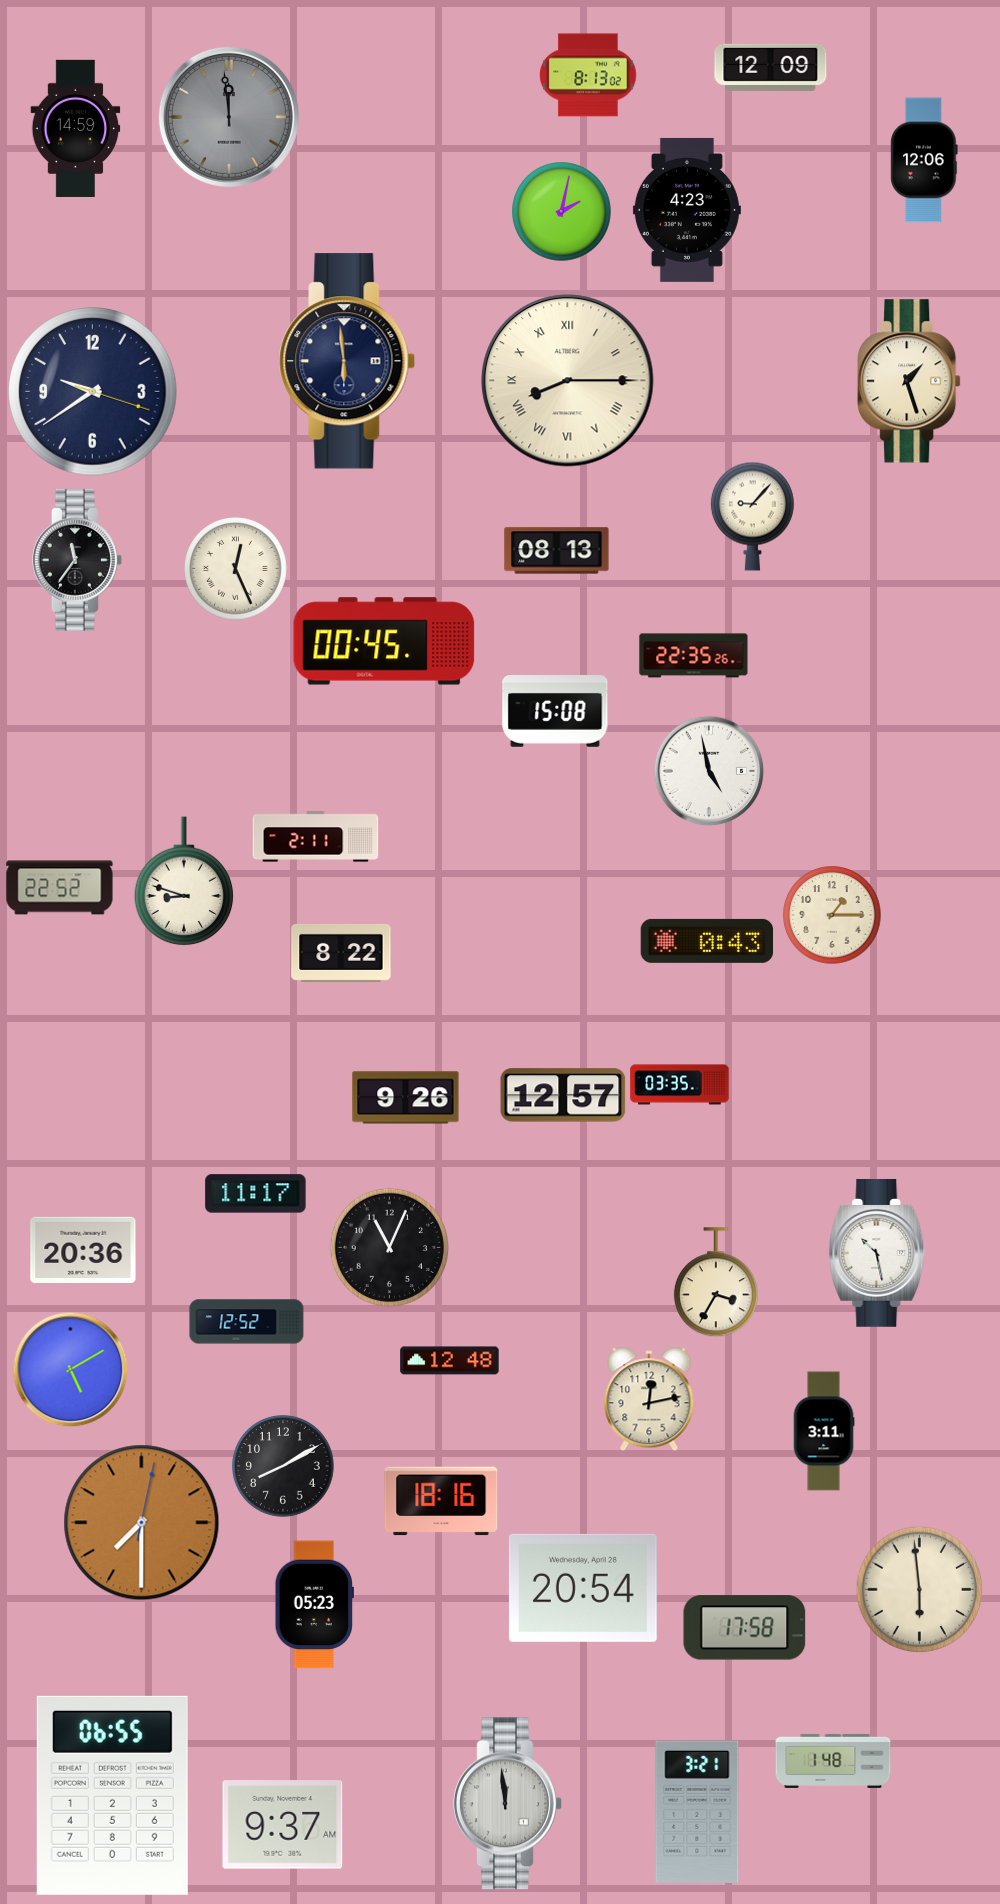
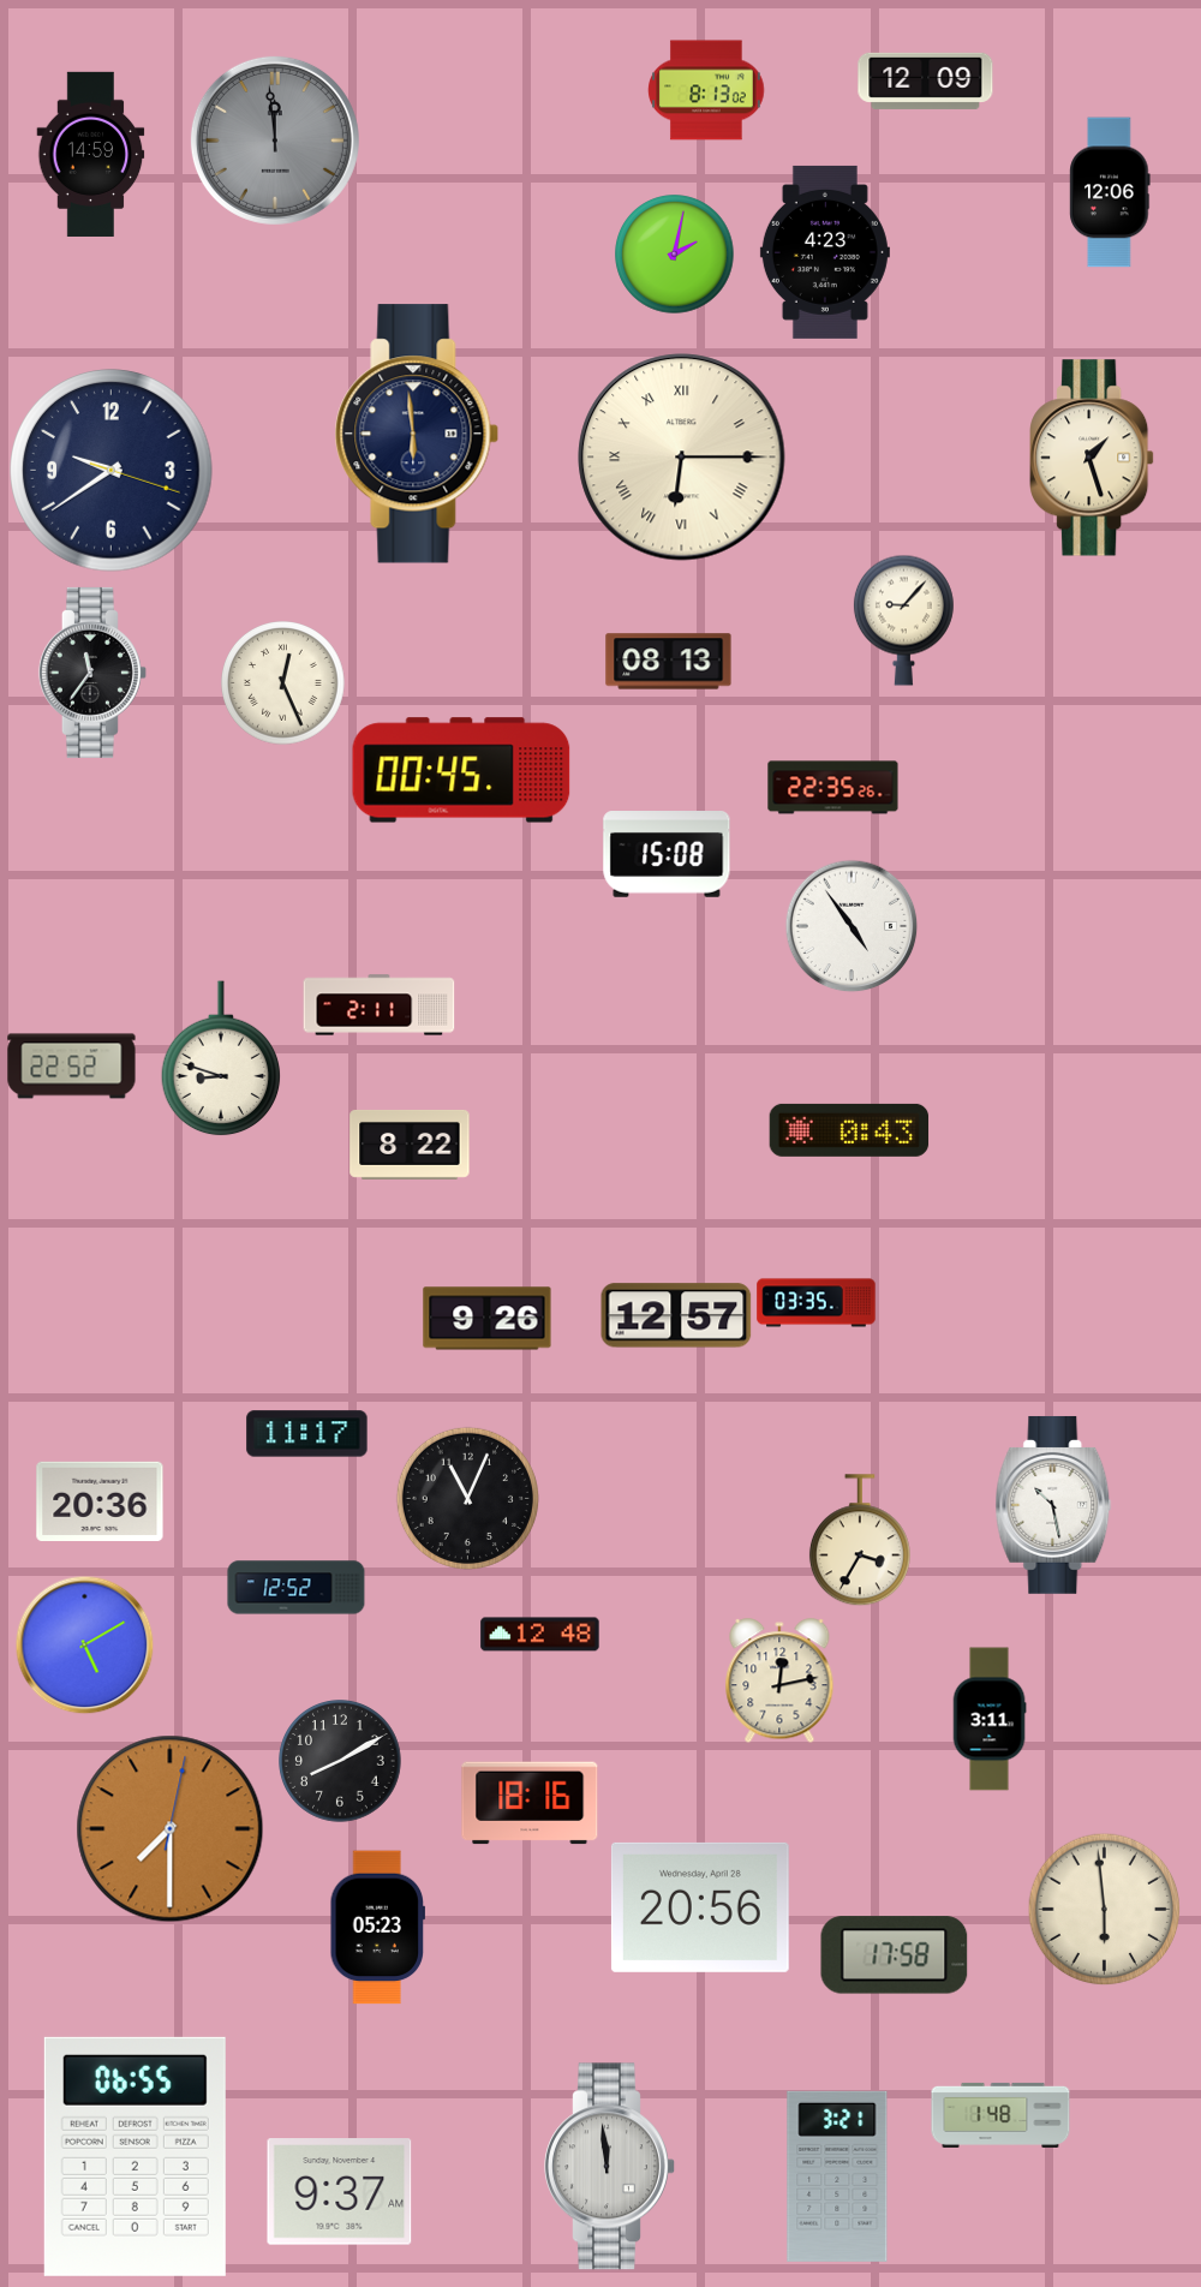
clock at (568, 381): 8:15 -> 6:15
clock at (709, 771): 4:58 -> 4:54
clock at (832, 915): 1:15 -> none
clock at (583, 1588): 20:54 -> 20:56
